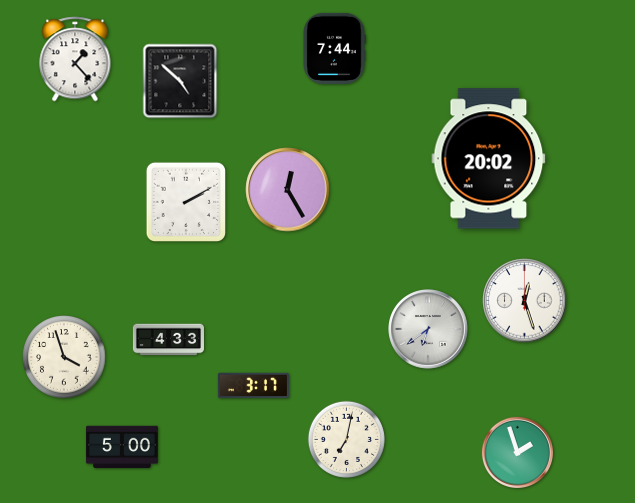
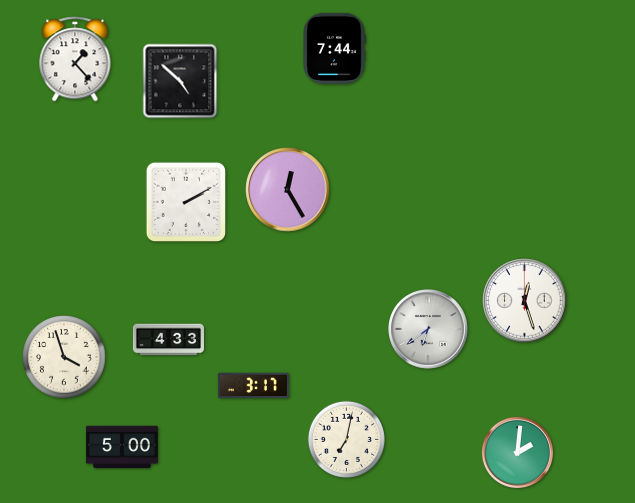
clock at (489, 159): 20:02 -> none
clock at (517, 452): 1:57 -> 2:01
